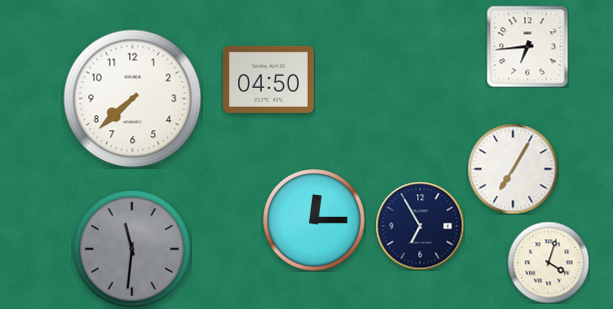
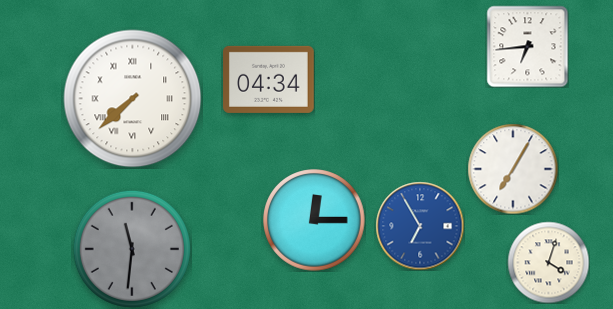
clock at (269, 79): 04:50 -> 04:34
clock at (133, 99) numerals: Arabic -> Roman
clock at (420, 226) dial: navy -> blue
